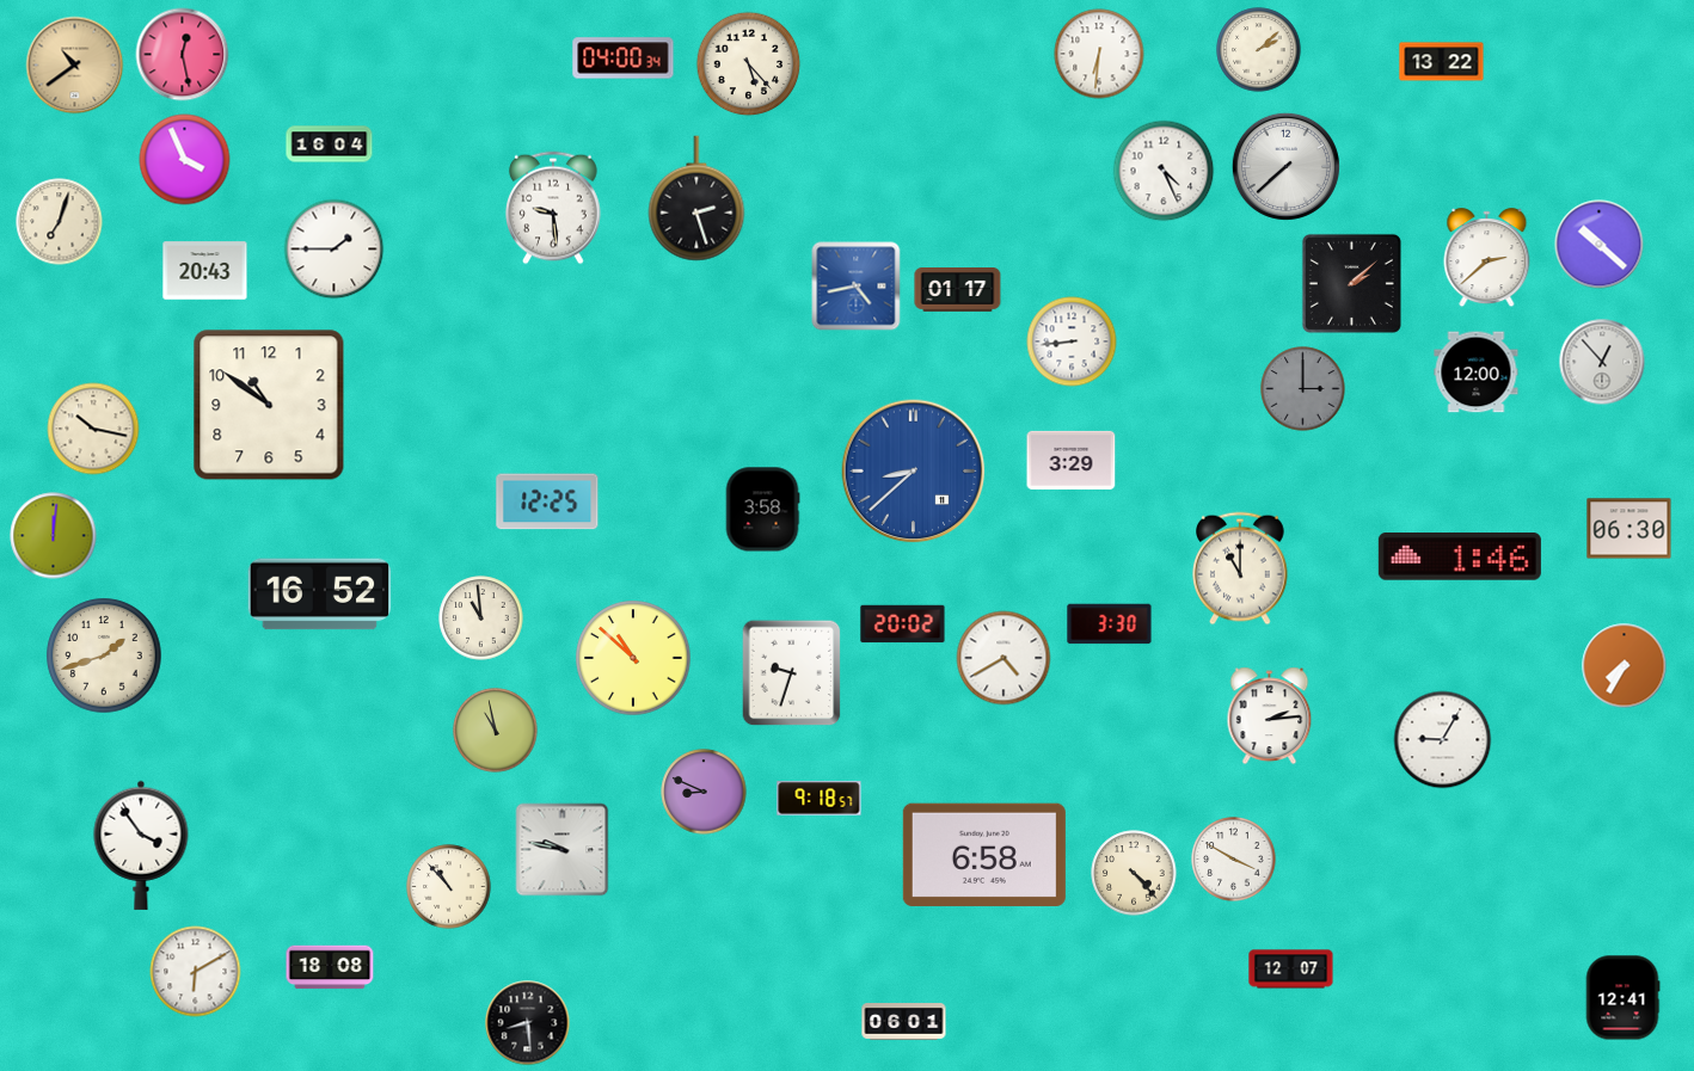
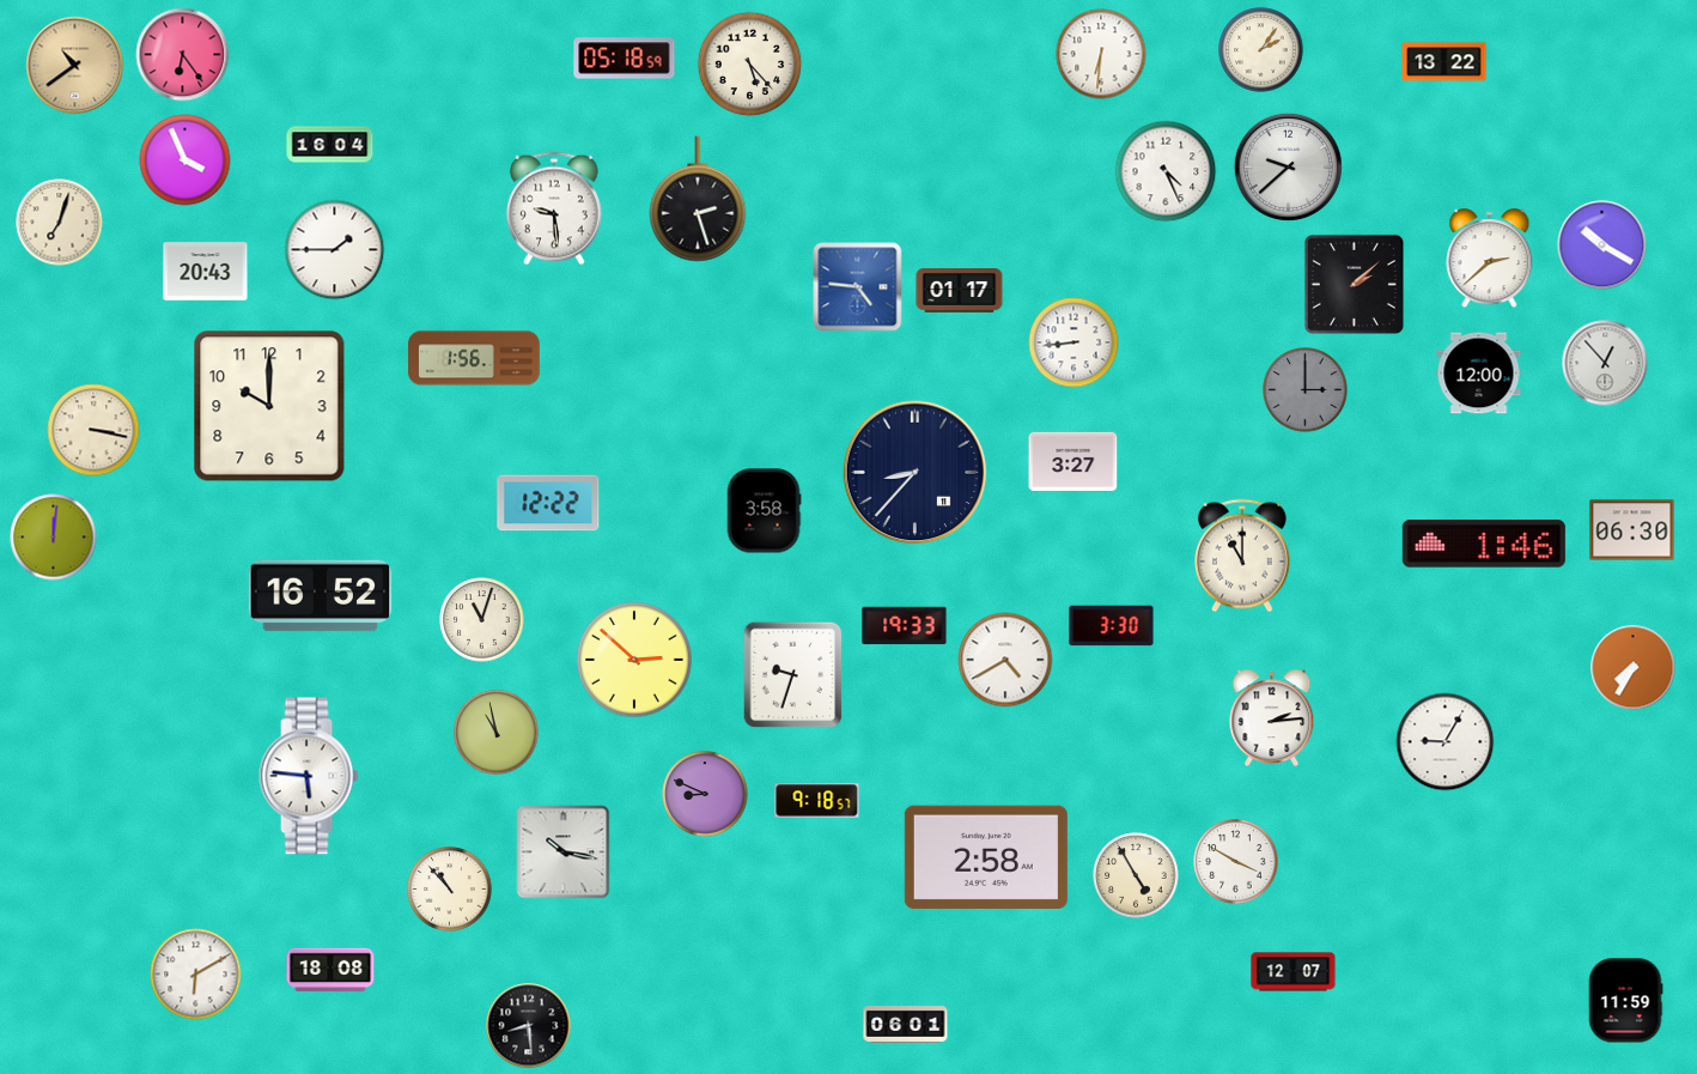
clock at (1259, 50): 2:08 -> 2:06
clock at (183, 55): 12:28 -> 6:24
clock at (624, 59): 04:00 -> 05:18
clock at (1285, 166): 7:38 -> 9:38
clock at (1600, 245): 10:22 -> 10:20
clock at (857, 287): 4:43 -> 4:46
clock at (474, 358): none -> 1:56
clock at (269, 405): 10:51 -> 10:00
clock at (93, 429): 10:17 -> 3:17
clock at (1072, 460): 3:29 -> 3:27
clock at (914, 472): 8:38 -> 8:37
clock at (914, 472) dial: blue -> navy
clock at (547, 501): 12:25 -> 12:22
clock at (1460, 556) position: (1460, 556) -> (1484, 544)
clock at (1240, 568) position: (1240, 568) -> (1242, 556)
clock at (481, 618): 10:59 -> 11:03
clock at (903, 624): 20:02 -> 19:33
clock at (104, 655): 1:42 -> none
clock at (633, 658): 10:52 -> 2:52
clock at (1625, 666) position: (1625, 666) -> (1634, 668)
clock at (309, 776): none -> 5:46
clock at (820, 799) position: (820, 799) -> (817, 801)
clock at (141, 845): 3:54 -> none
clock at (563, 850): 9:47 -> 10:17
clock at (984, 855): 6:58 -> 2:58
clock at (1134, 873): 4:23 -> 4:55
clock at (1622, 998): 12:41 -> 11:59
